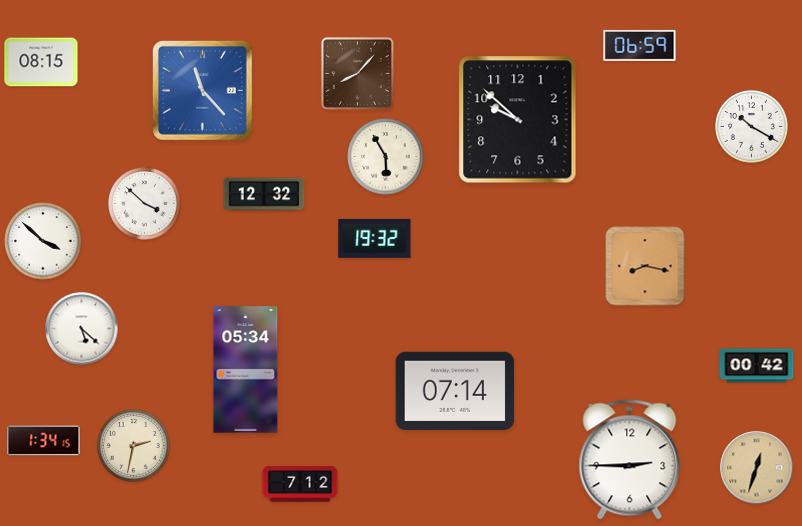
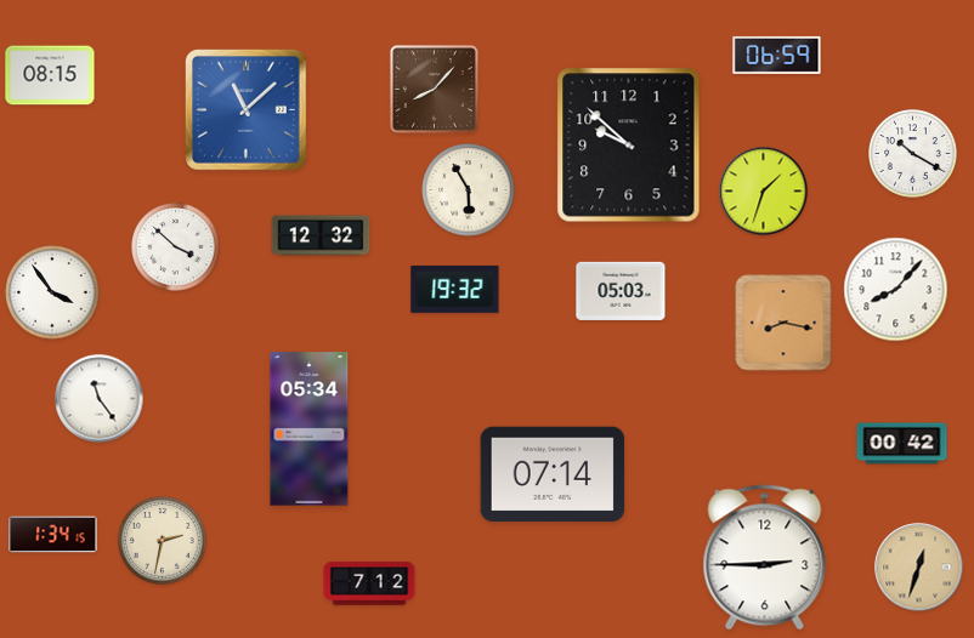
clock at (203, 91): 11:23 -> 11:08
clock at (764, 192): none -> 1:33
clock at (896, 290): none -> 8:07
clock at (621, 291): none -> 05:03
clock at (43, 241): 3:52 -> 3:54
clock at (82, 329): 5:22 -> 11:24
clock at (757, 366) position: (757, 366) -> (902, 444)
clock at (246, 370) position: (246, 370) -> (310, 429)
clock at (300, 484) position: (300, 484) -> (369, 583)
